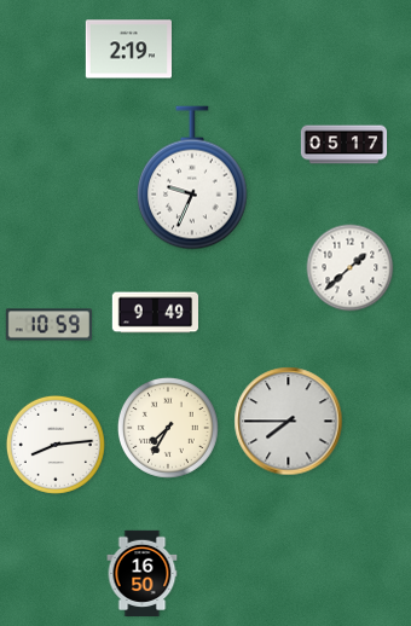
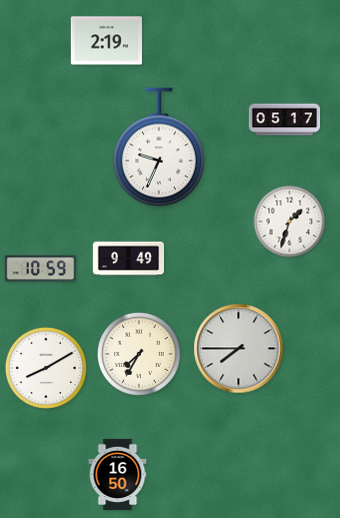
clock at (351, 268): 1:38 -> 1:33
clock at (56, 445): 8:14 -> 8:10
